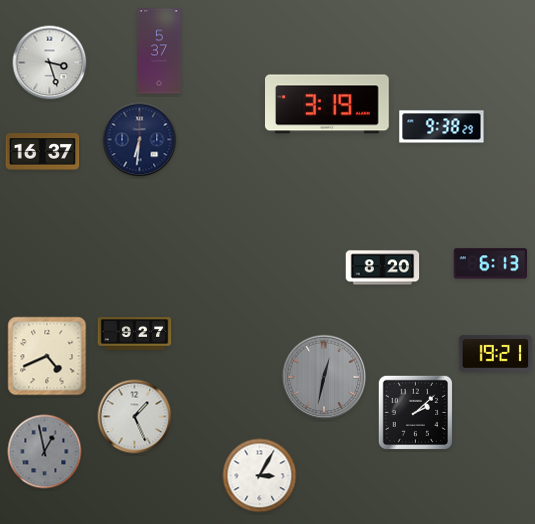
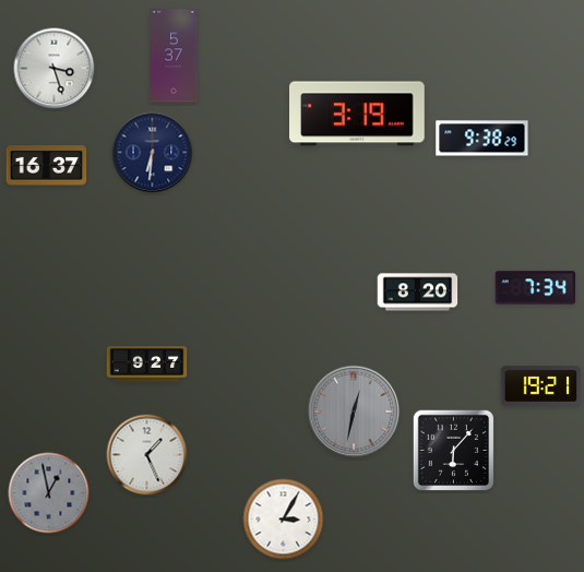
clock at (491, 264): 6:13 -> 7:34
clock at (47, 356): 4:41 -> none
clock at (415, 412): 2:08 -> 6:07
